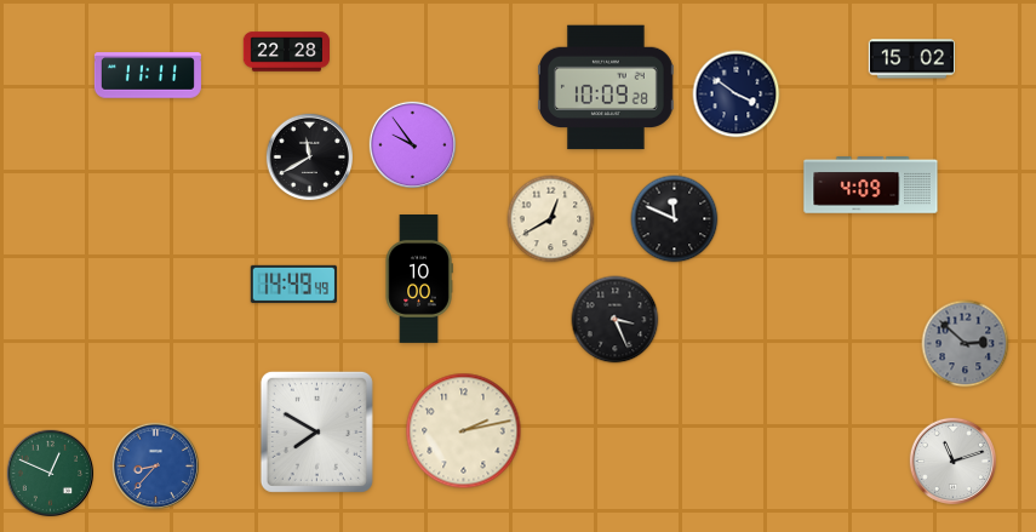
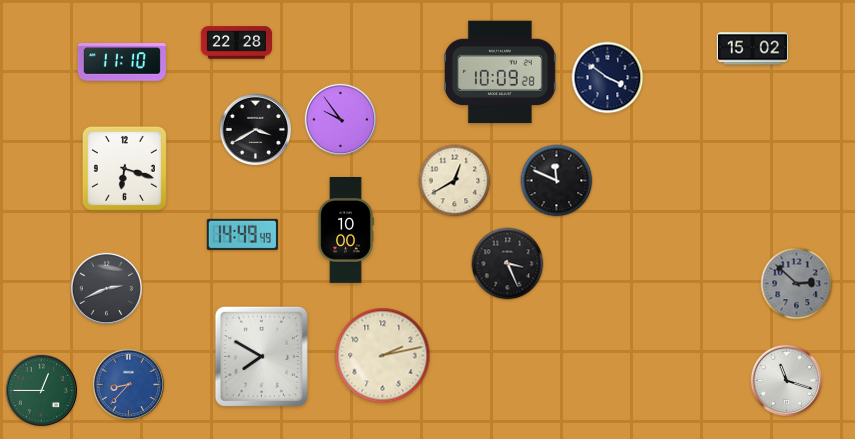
clock at (148, 75): 11:11 -> 11:10
clock at (309, 156): 11:40 -> 3:40
clock at (871, 185): 4:09 -> none
clock at (124, 168): none -> 6:18
clock at (106, 288): none -> 2:41
clock at (952, 461): 11:12 -> 11:18
clock at (50, 473): 12:49 -> 12:45
